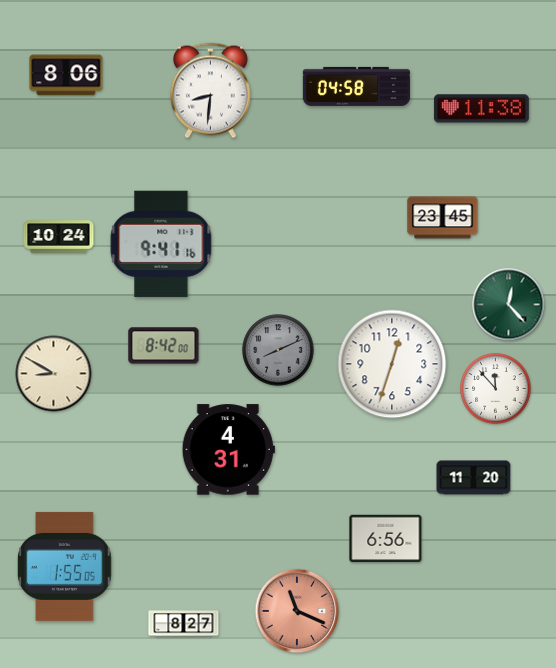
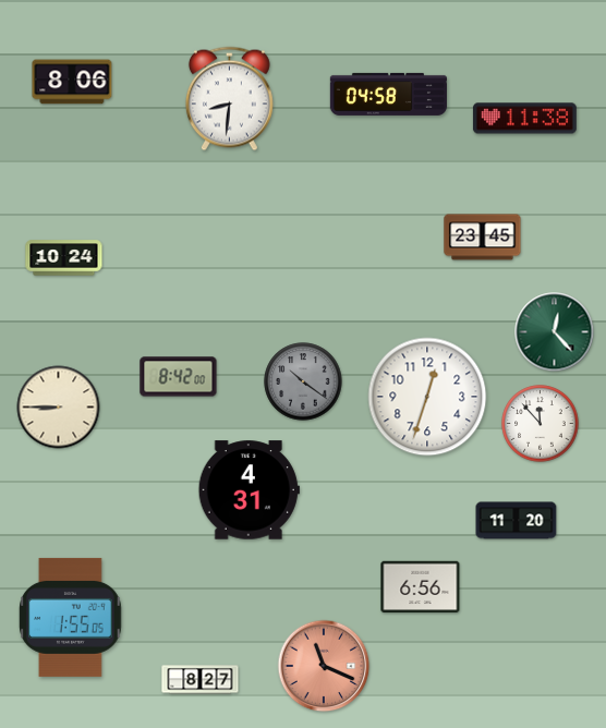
clock at (161, 244): 9:41 -> none
clock at (278, 350): 8:11 -> 10:21
clock at (54, 374): 8:50 -> 8:45
